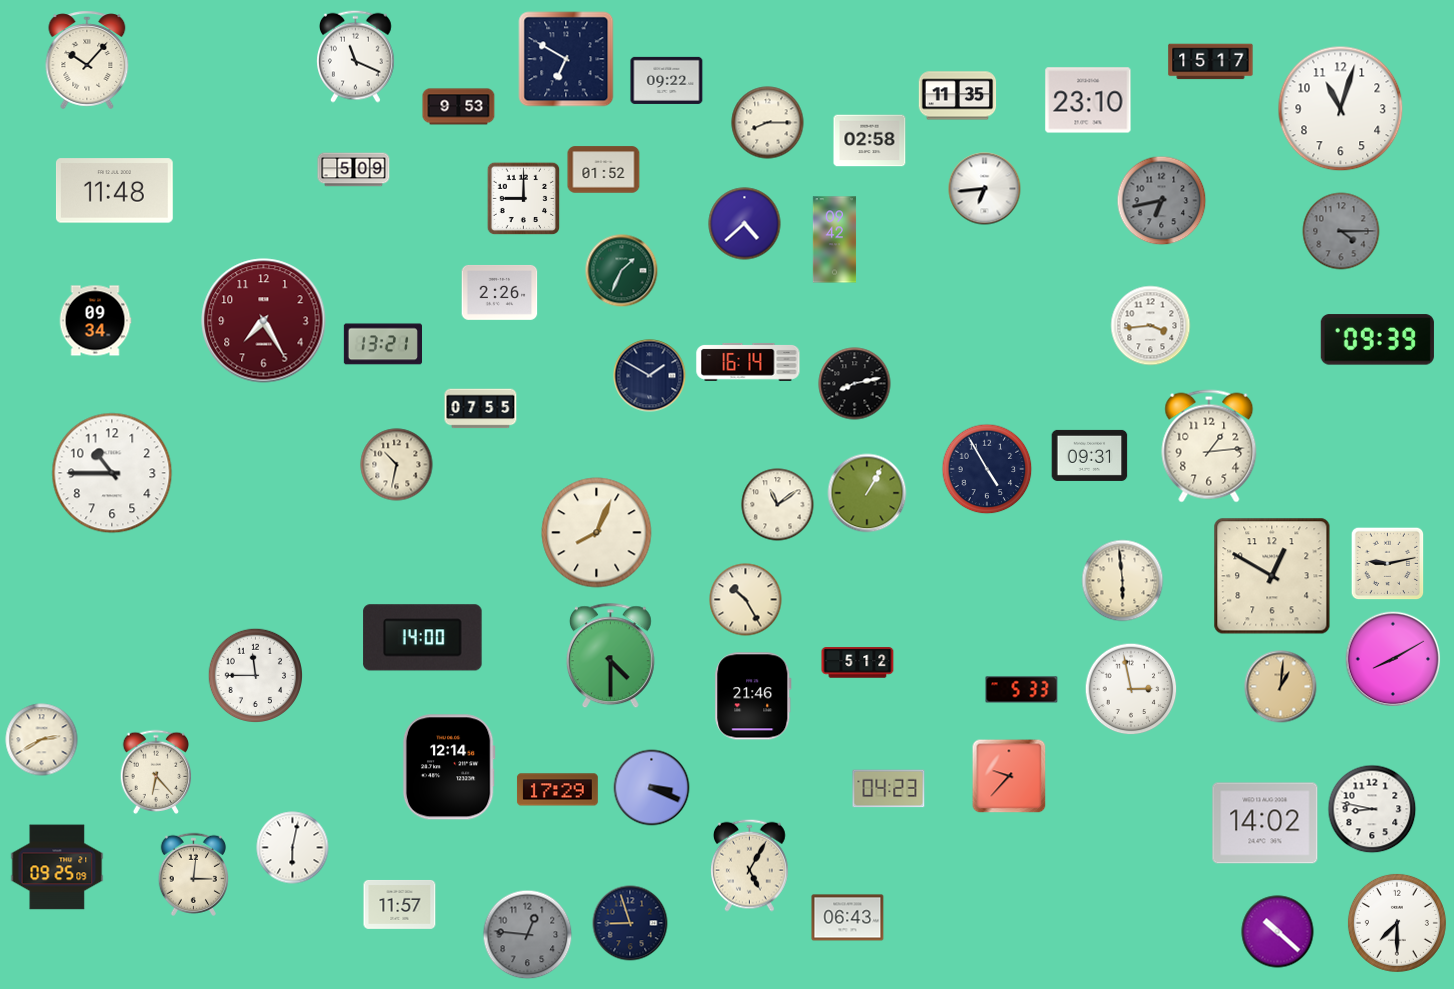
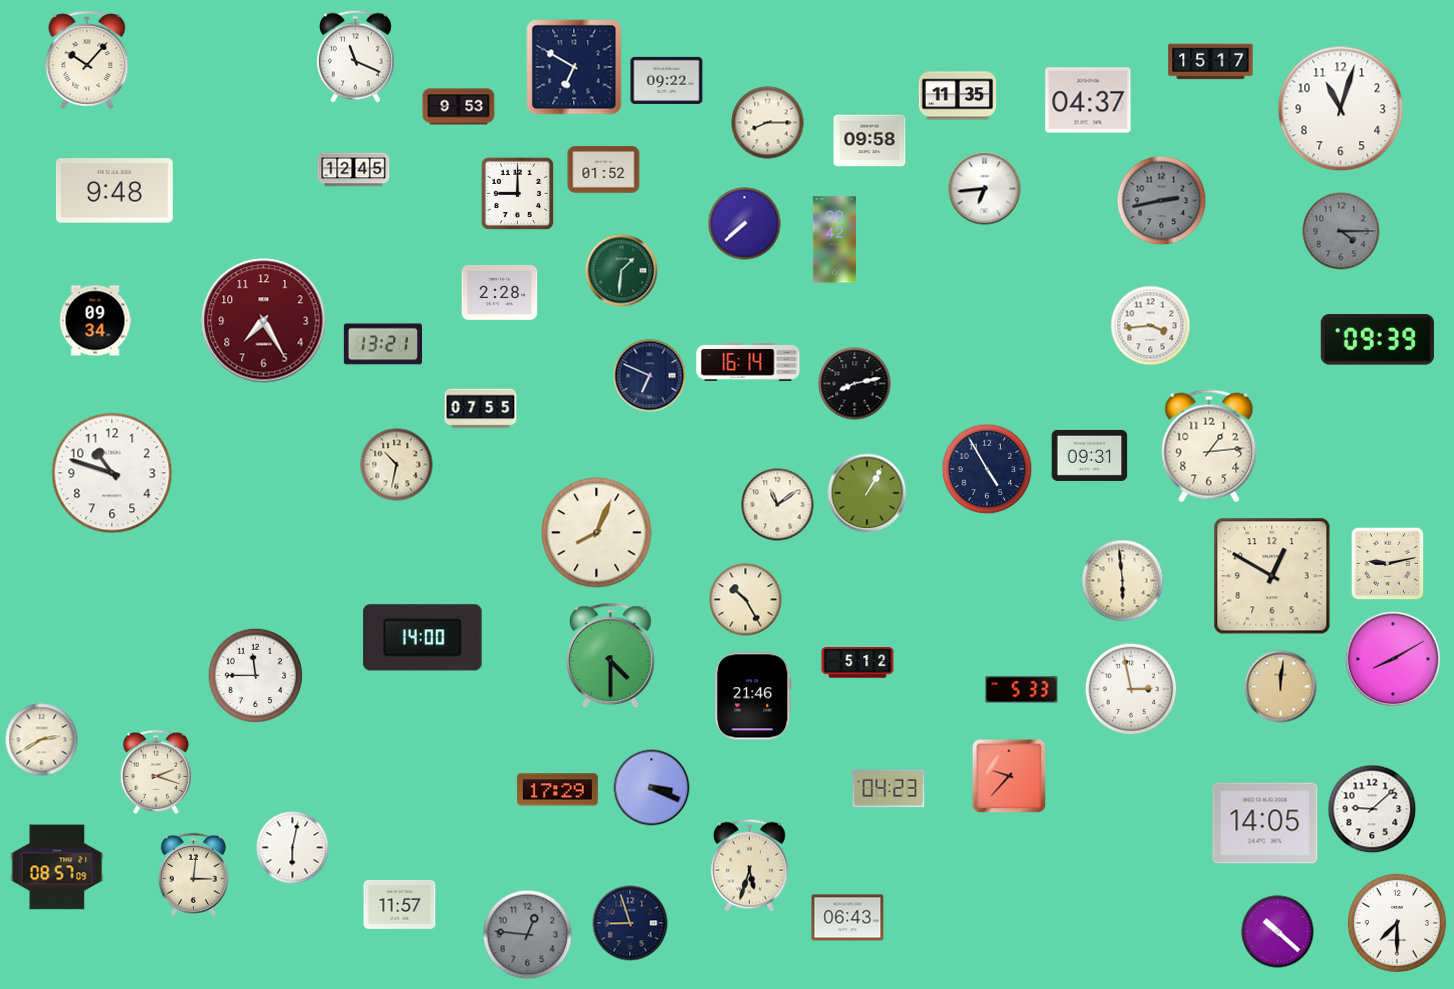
clock at (566, 59) position: (566, 59) -> (574, 67)
clock at (1088, 100): 23:10 -> 04:37
clock at (870, 141): 02:58 -> 09:58
clock at (354, 170): 5:09 -> 12:45
clock at (114, 191): 11:48 -> 9:48
clock at (524, 199) position: (524, 199) -> (518, 194)
clock at (1162, 201): 6:43 -> 2:43
clock at (745, 224): 4:38 -> 7:38
clock at (622, 271): 1:34 -> 1:31
clock at (500, 292): 2:26 -> 2:28
clock at (650, 376): 1:50 -> 6:49
clock at (112, 473): 10:45 -> 10:48
clock at (1281, 687): 1:01 -> 12:01
clock at (449, 767): 12:14 -> none
clock at (156, 772): 6:23 -> 2:18
clock at (1372, 809): 8:47 -> 9:08
clock at (1265, 823): 14:02 -> 14:05
clock at (750, 865): 5:05 -> 5:33
clock at (57, 867): 09:25 -> 08:57
